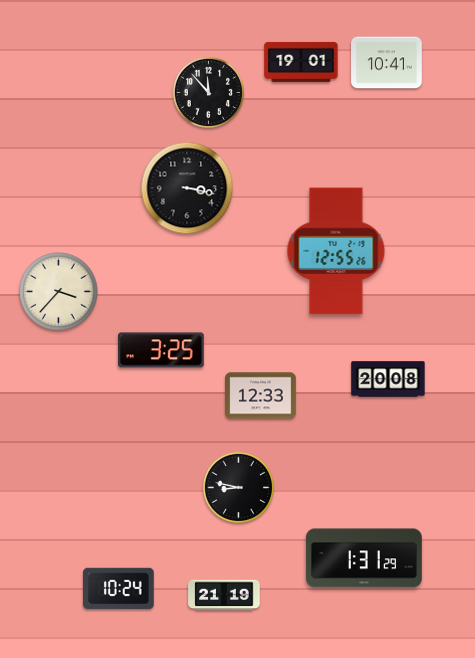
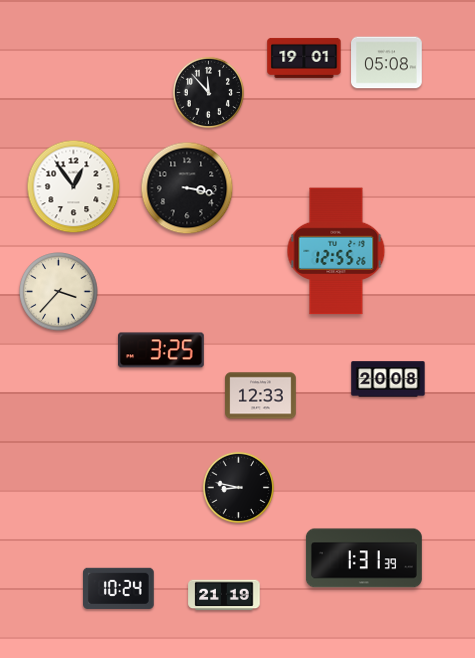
clock at (301, 62) position: (301, 62) -> (304, 58)
clock at (387, 63): 10:41 -> 05:08
clock at (74, 187): none -> 12:54
clock at (364, 558): 1:31:29 -> 1:31:39
